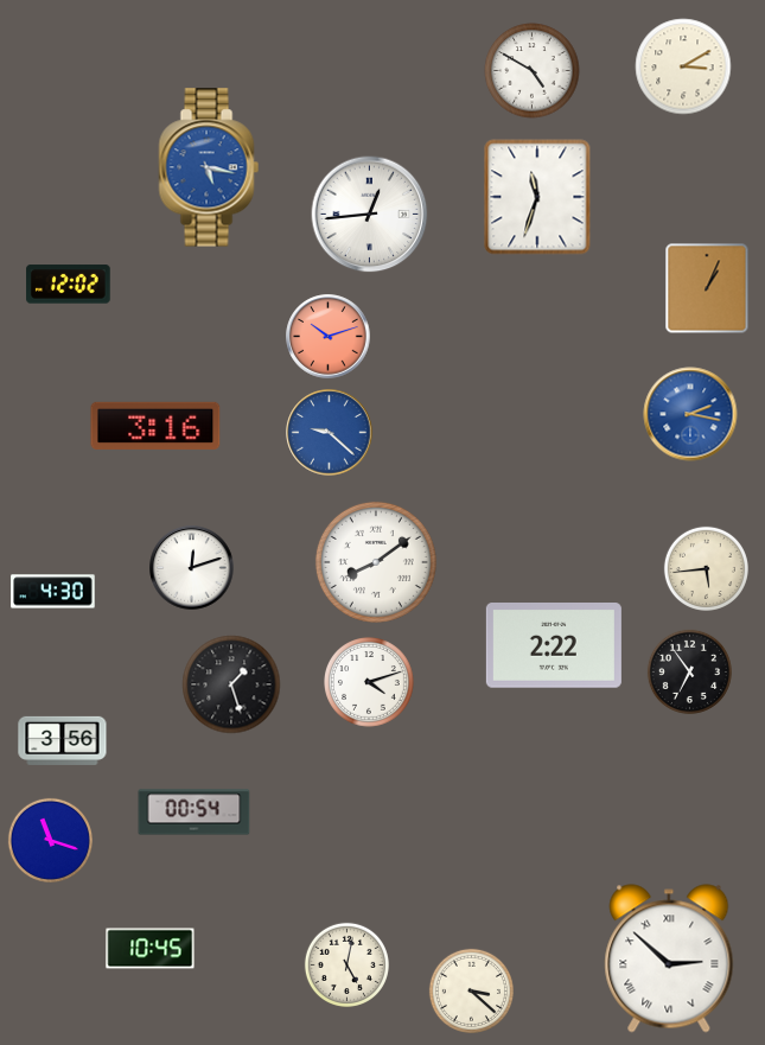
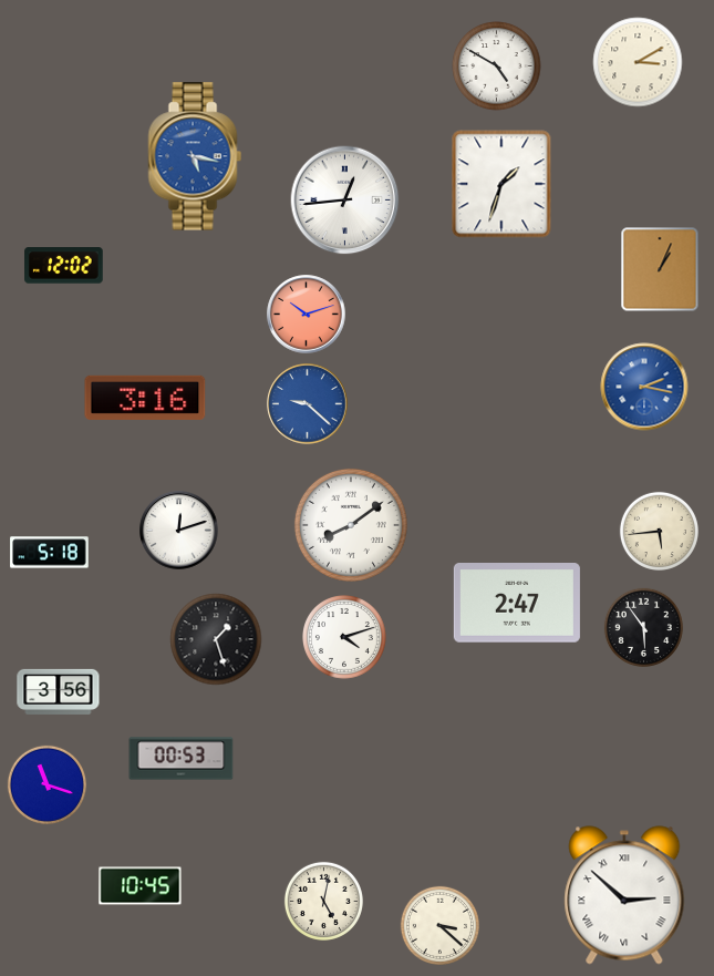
clock at (537, 197): 11:33 -> 1:33
clock at (53, 592): 4:30 -> 5:18
clock at (554, 646): 2:22 -> 2:47
clock at (689, 671): 6:54 -> 5:54
clock at (195, 813): 00:54 -> 00:53
